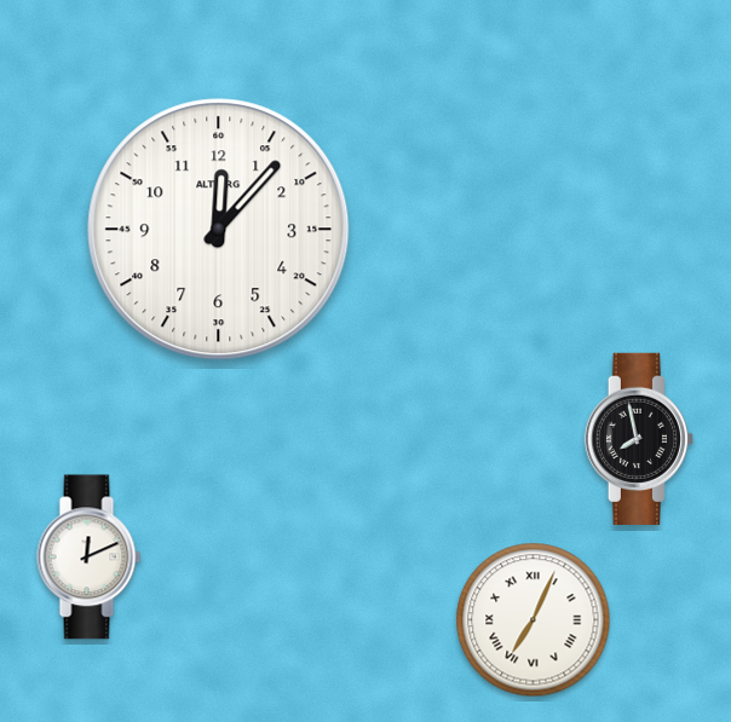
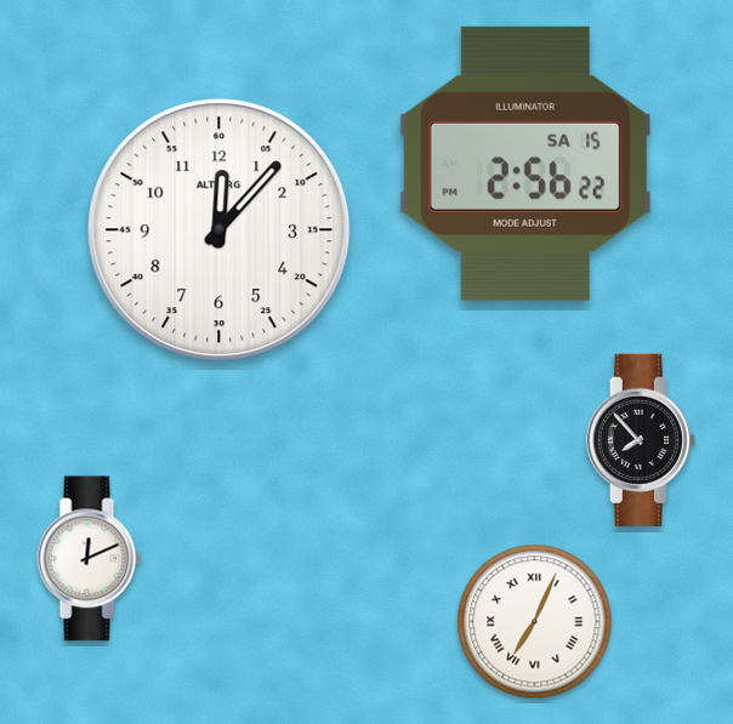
clock at (525, 164): none -> 2:56
clock at (638, 438): 7:58 -> 7:53
